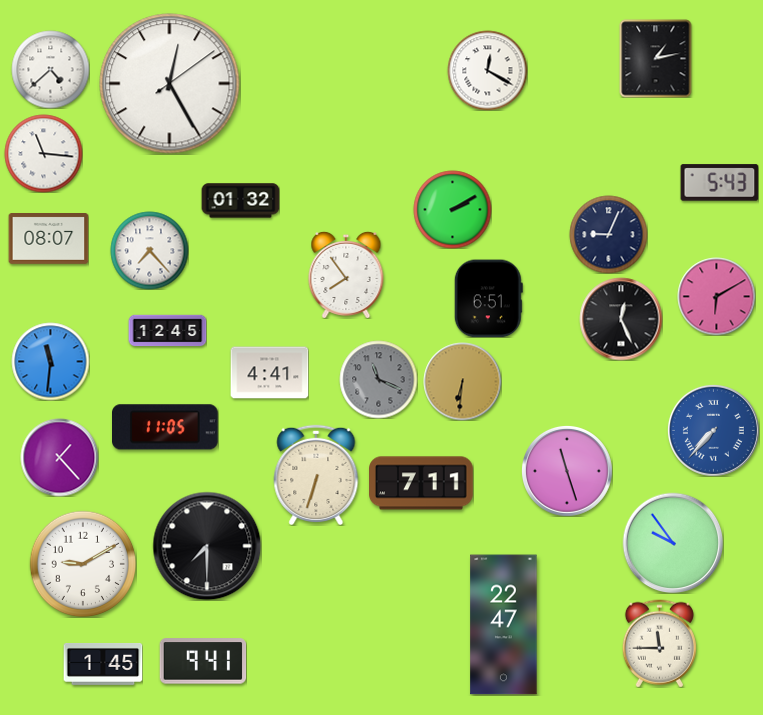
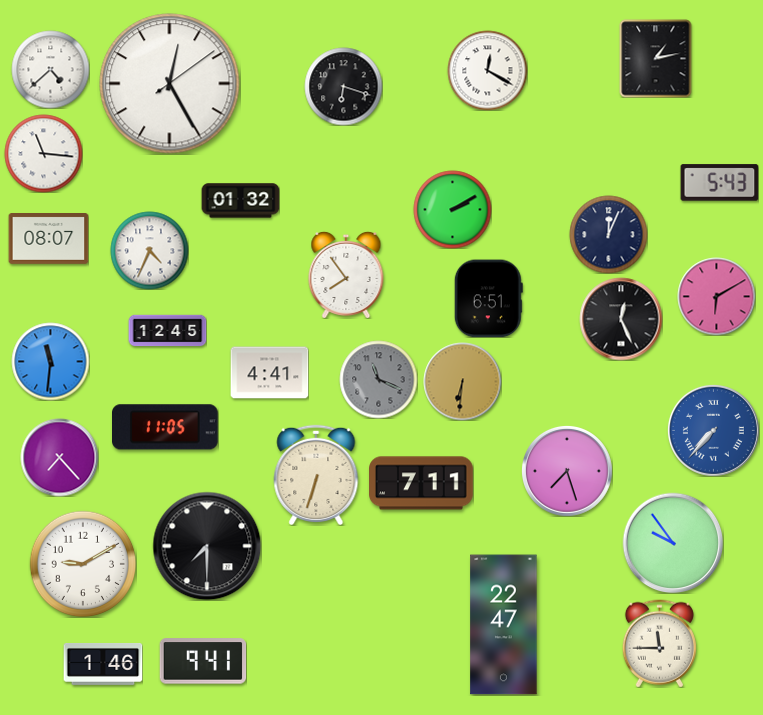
clock at (343, 86): none -> 6:18
clock at (608, 234): 9:04 -> 12:04
clock at (149, 250): 7:23 -> 4:34
clock at (59, 457): 1:23 -> 7:23
clock at (567, 471): 11:27 -> 7:27
clock at (103, 665): 1:45 -> 1:46
